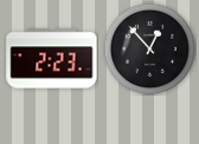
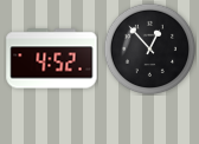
clock at (52, 59): 2:23 -> 4:52
